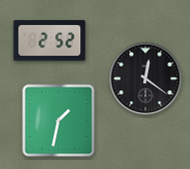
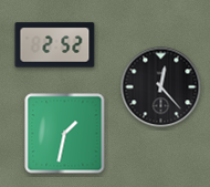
clock at (146, 79): 12:21 -> 12:23
